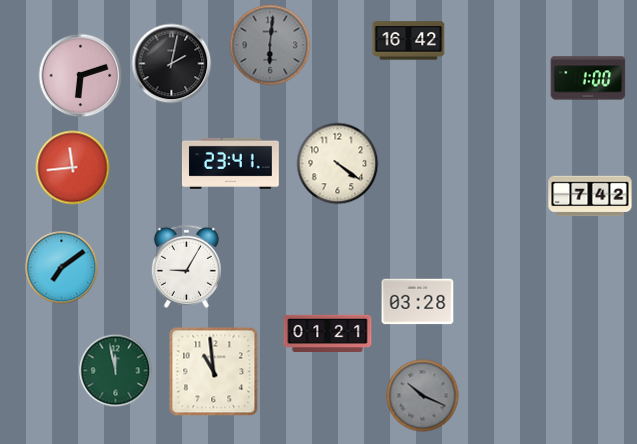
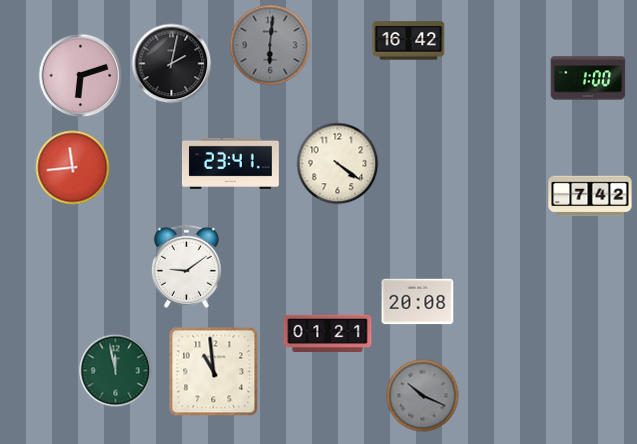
clock at (186, 266): 9:05 -> 9:09
clock at (62, 268): 7:09 -> none
clock at (418, 302): 03:28 -> 20:08
